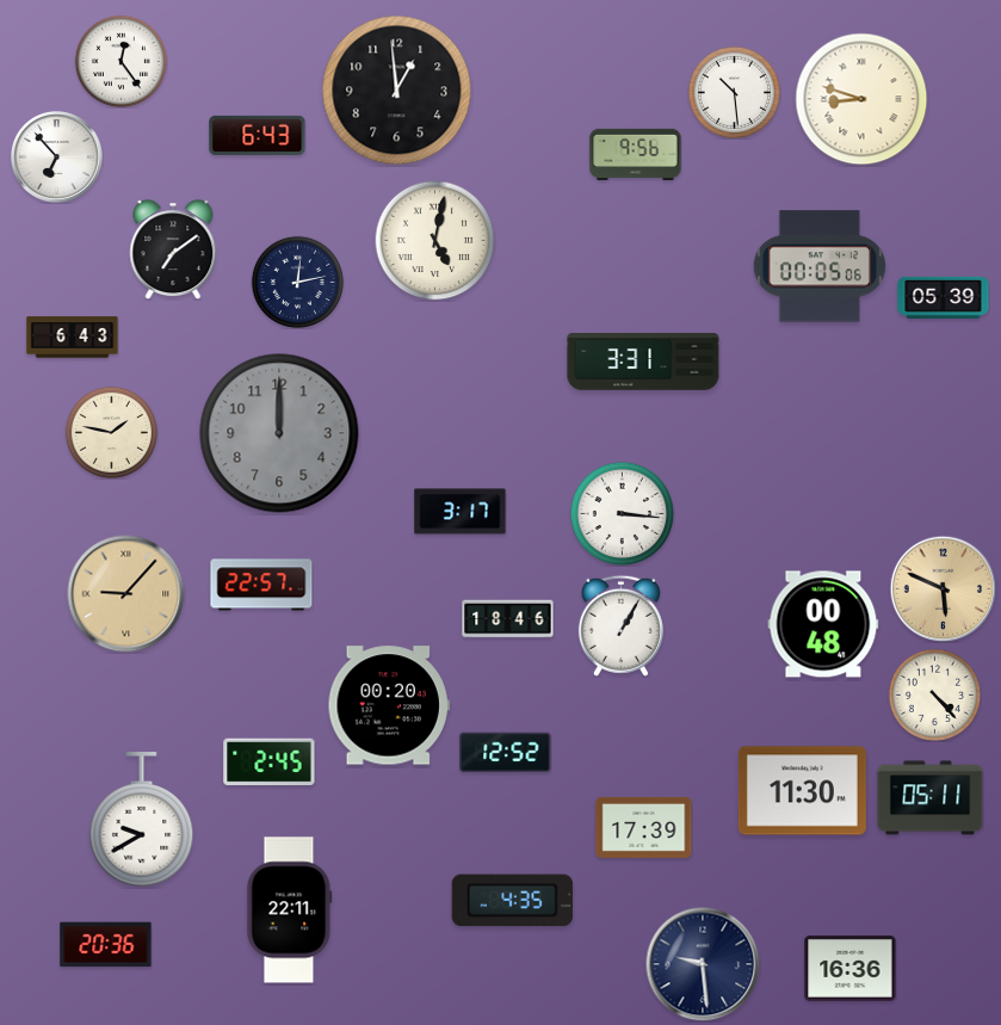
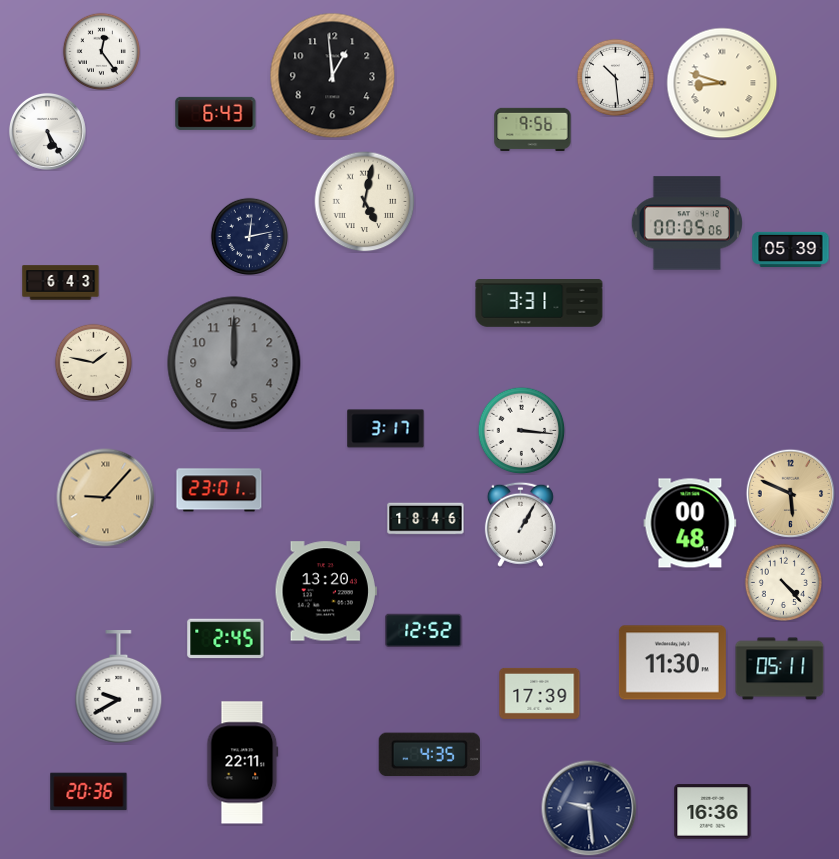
clock at (56, 156): 6:53 -> 5:25
clock at (173, 249): 7:09 -> none
clock at (261, 585): 22:57 -> 23:01
clock at (389, 705): 00:20 -> 13:20
